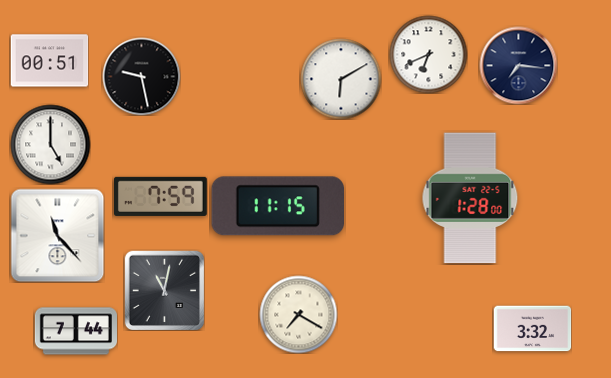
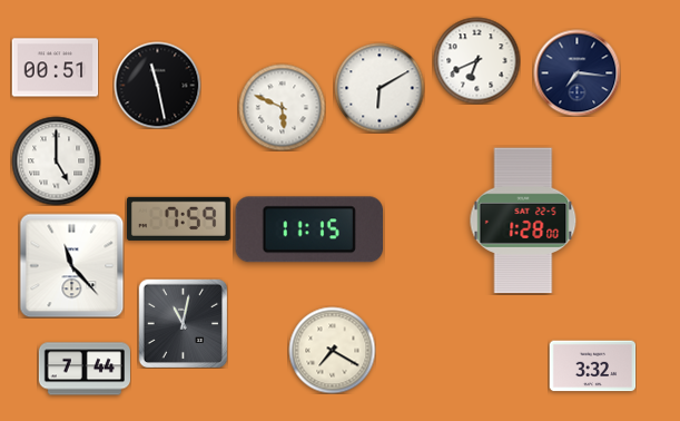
clock at (141, 76): 9:28 -> 11:28
clock at (282, 107): none -> 5:49
clock at (57, 235) position: (57, 235) -> (71, 265)
